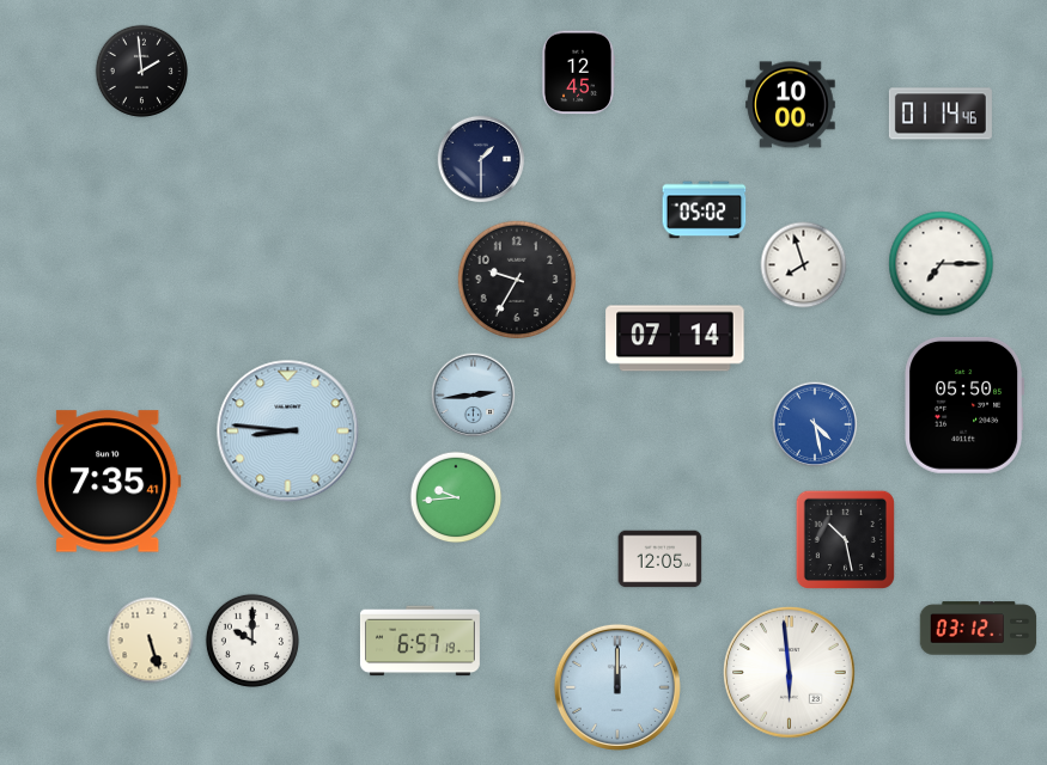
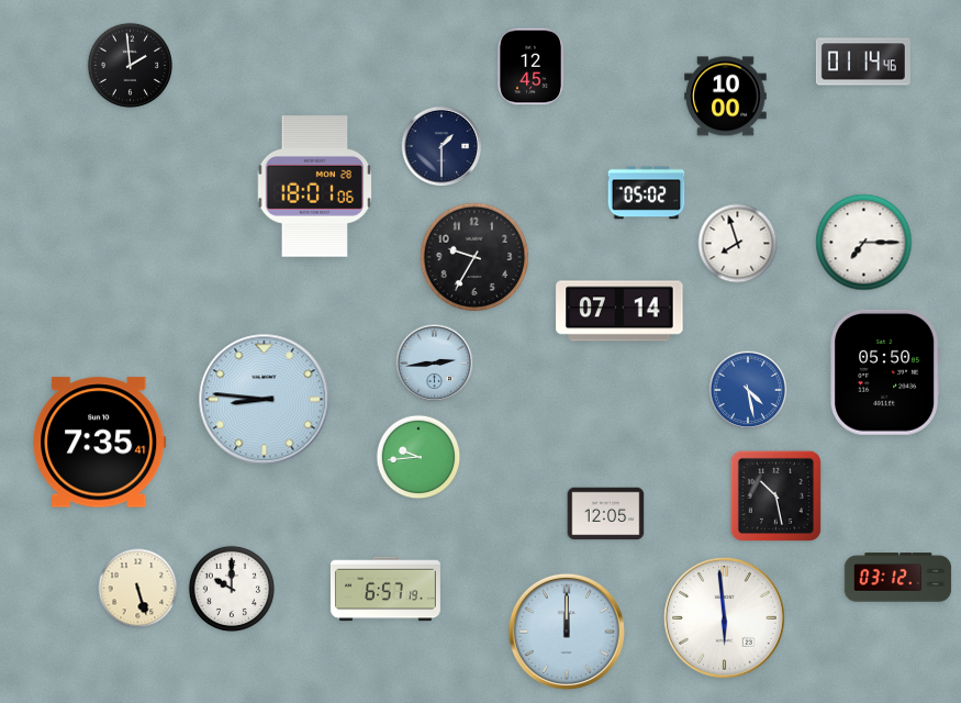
clock at (941, 114) position: (941, 114) -> (863, 62)
clock at (315, 187): none -> 18:01
clock at (288, 432) position: (288, 432) -> (265, 400)
